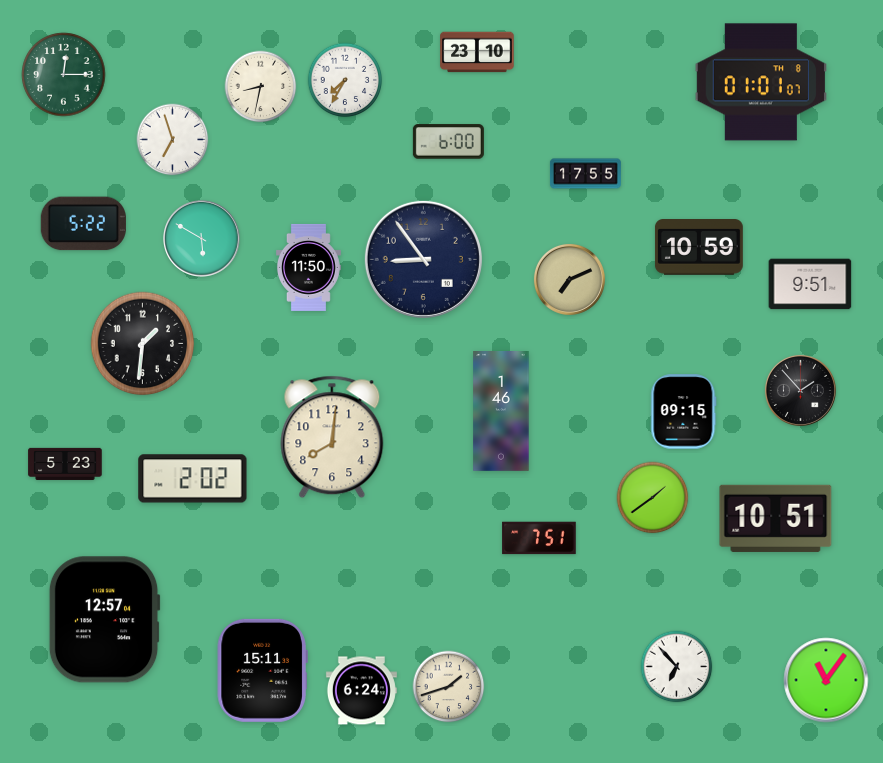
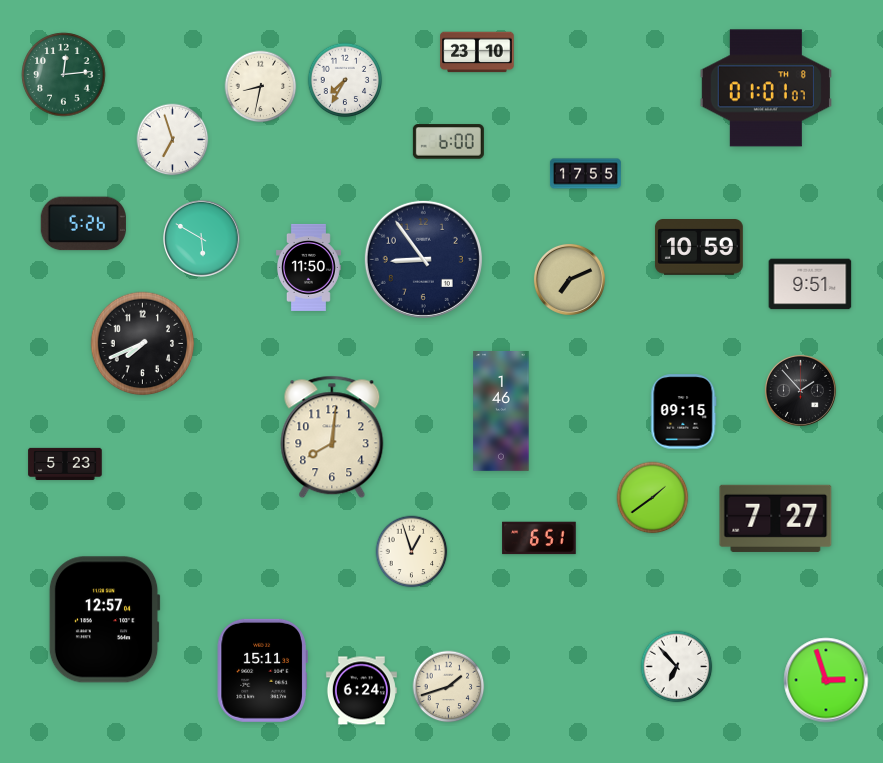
clock at (64, 75): 12:15 -> 12:14
clock at (761, 82) position: (761, 82) -> (766, 88)
clock at (83, 224): 5:22 -> 5:26
clock at (143, 344): 1:31 -> 7:41
clock at (193, 479): 2:02 -> none
clock at (776, 518): 10:51 -> 7:27
clock at (539, 538): 7:51 -> 6:51
clock at (412, 552): none -> 12:57
clock at (826, 680): 11:06 -> 2:57
